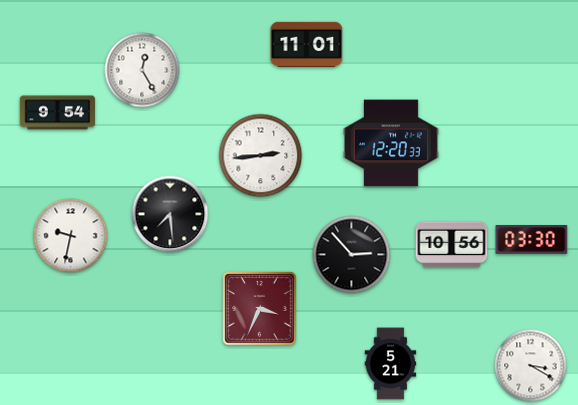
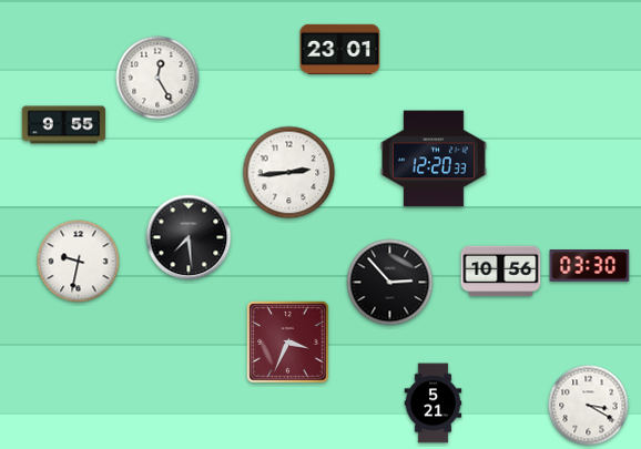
clock at (307, 44): 11:01 -> 23:01
clock at (58, 113): 9:54 -> 9:55
